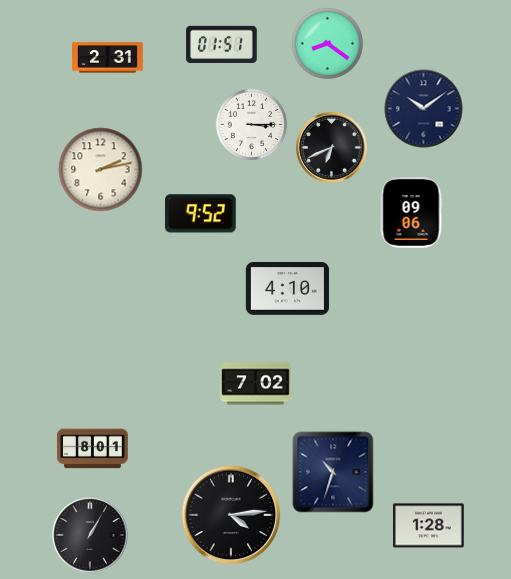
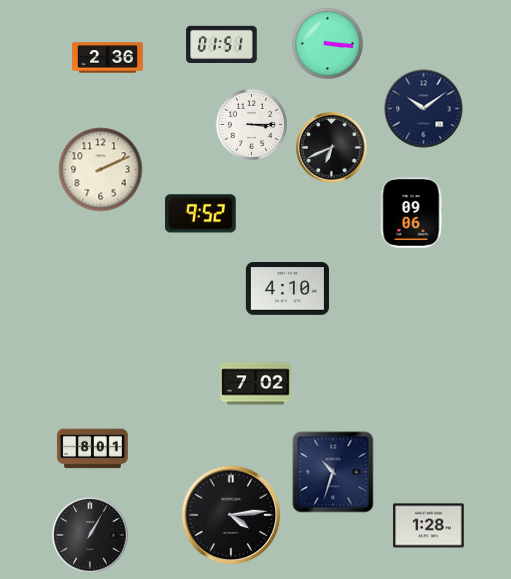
clock at (327, 43): 8:21 -> 3:16
clock at (108, 58): 2:31 -> 2:36
clock at (101, 170): 2:13 -> 2:11
